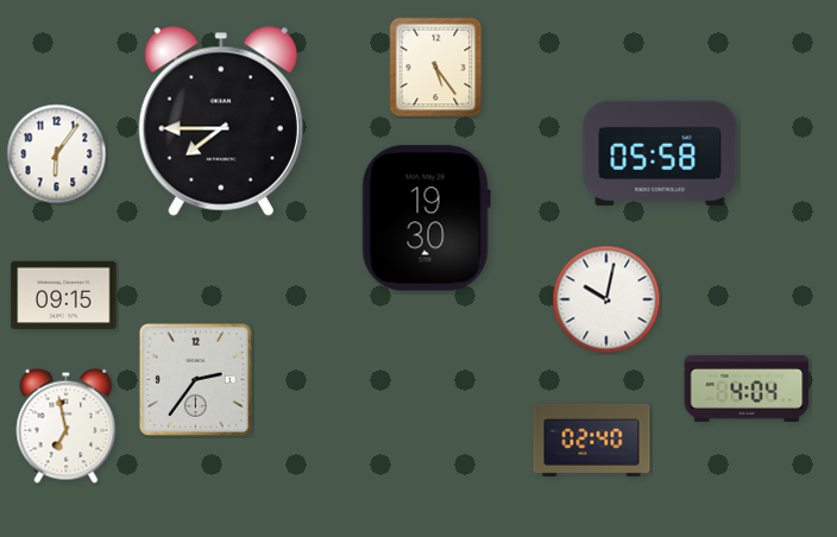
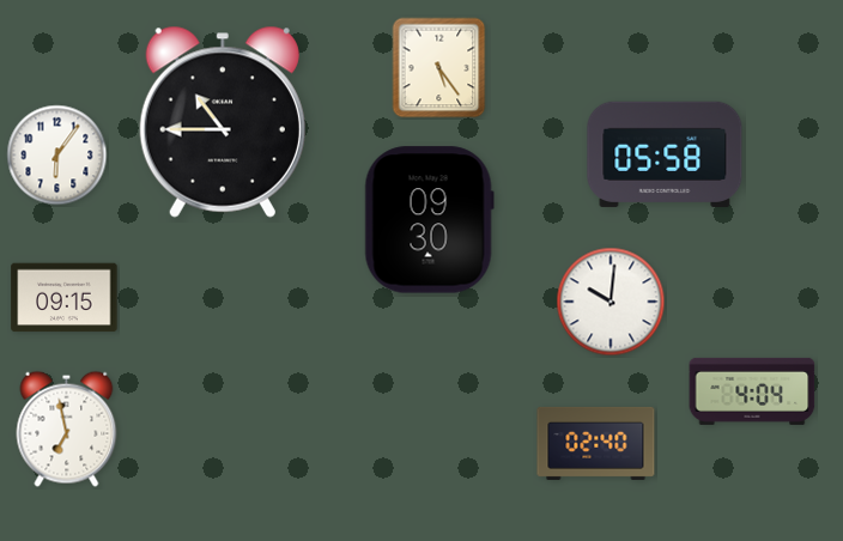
clock at (221, 121): 7:45 -> 10:45
clock at (426, 219): 19:30 -> 09:30
clock at (606, 299): 10:02 -> 10:01
clock at (195, 379): 2:36 -> none
